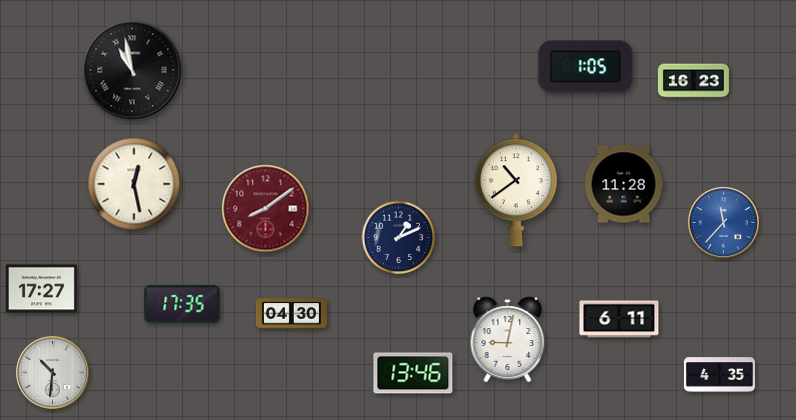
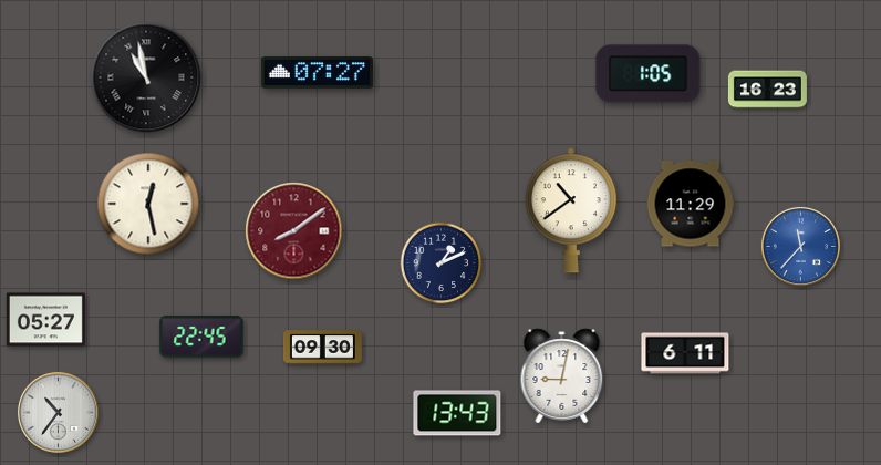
clock at (317, 73): none -> 07:27
clock at (624, 184): 11:28 -> 11:29
clock at (41, 289): 17:27 -> 05:27
clock at (182, 304): 17:35 -> 22:45
clock at (291, 314): 04:30 -> 09:30
clock at (52, 372): 10:31 -> 10:36
clock at (413, 373): 13:46 -> 13:43
clock at (719, 375): 4:35 -> none
